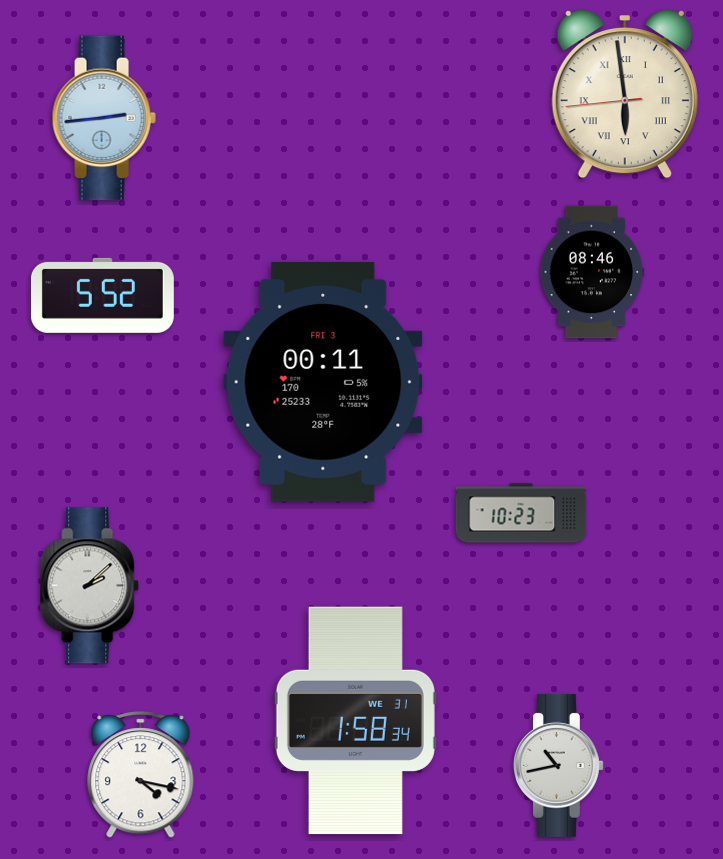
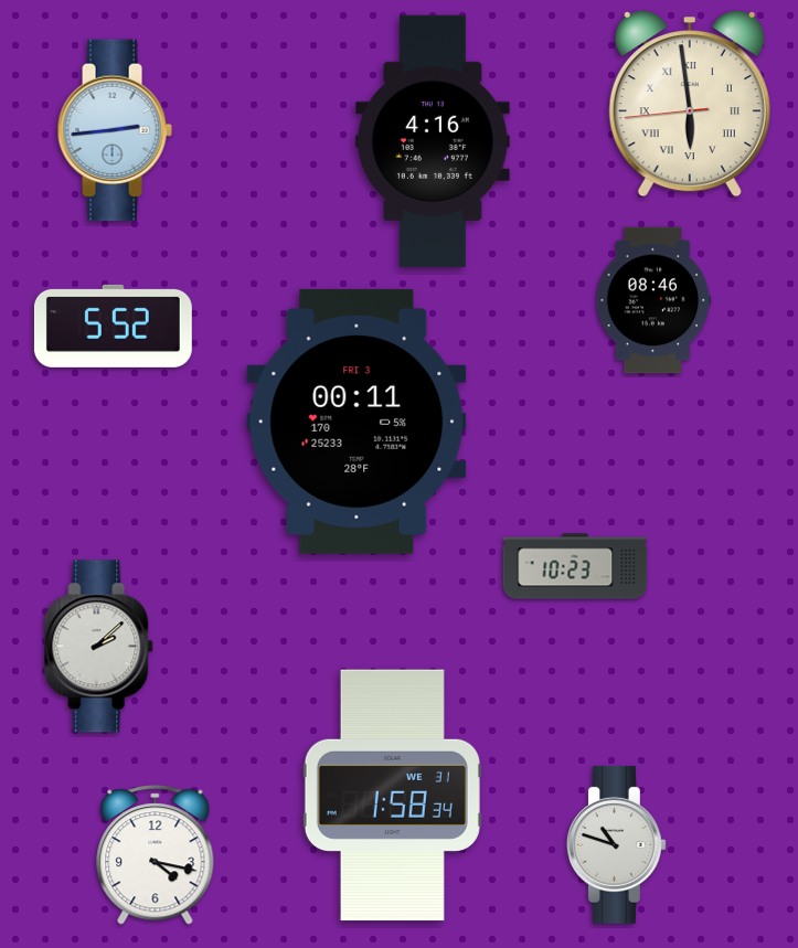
clock at (433, 141): none -> 4:16
clock at (558, 765): 10:43 -> 10:48
